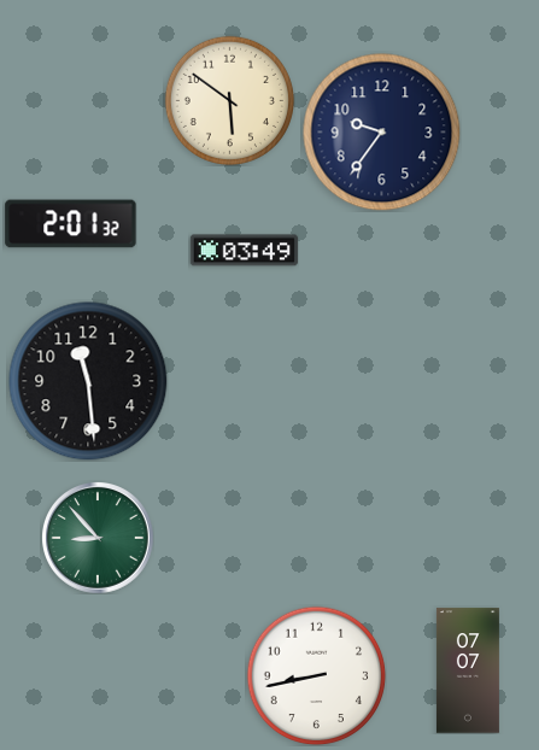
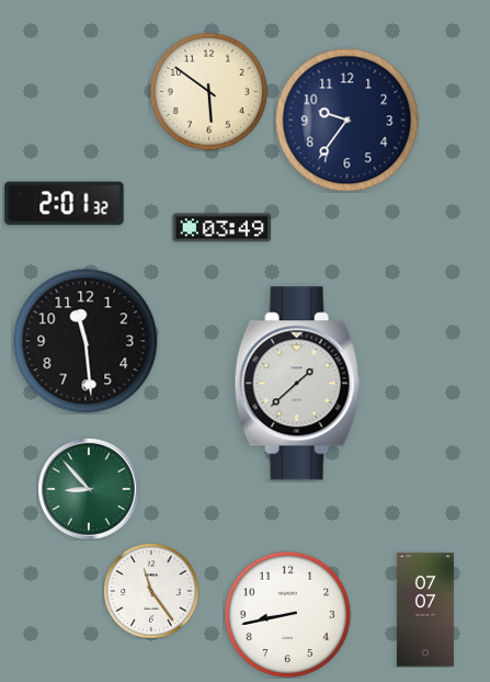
clock at (88, 381) position: (88, 381) -> (86, 341)
clock at (297, 384): none -> 1:38
clock at (151, 591): none -> 11:24
